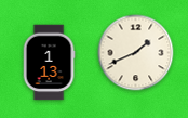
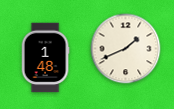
clock at (49, 63): 1:13 -> 1:48
